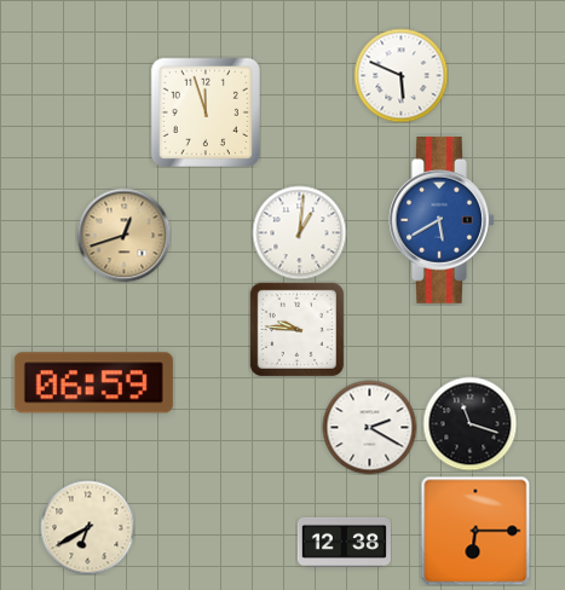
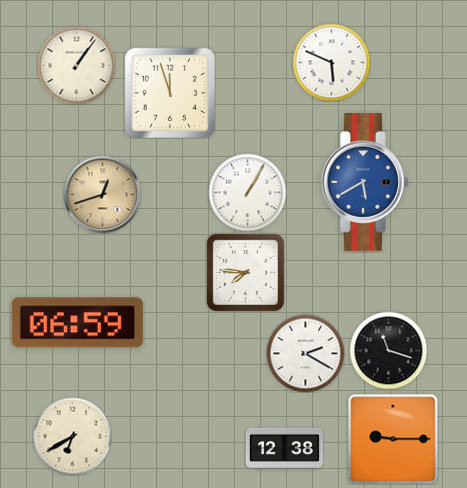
clock at (76, 65): none -> 1:06
clock at (299, 232): 1:01 -> 1:05
clock at (296, 329): 9:46 -> 7:46
clock at (93, 383) position: (93, 383) -> (77, 323)
clock at (475, 531): 6:15 -> 9:15
